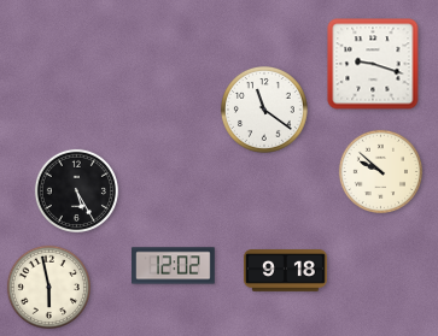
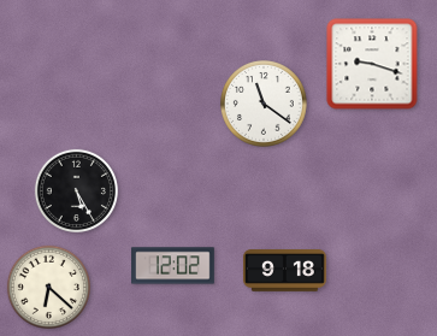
clock at (265, 110) position: (265, 110) -> (265, 104)
clock at (380, 171): 9:52 -> none
clock at (48, 287): 5:58 -> 6:22
